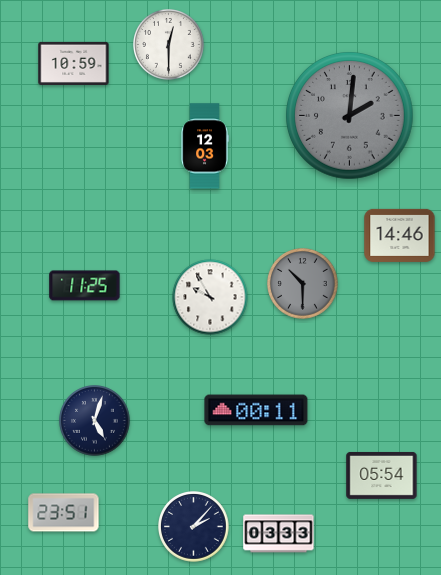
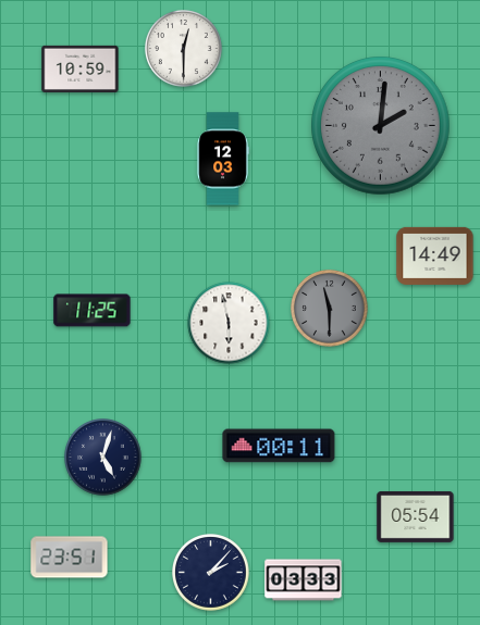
clock at (400, 235): 14:46 -> 14:49
clock at (303, 284): 10:30 -> 11:30
clock at (210, 297): 9:55 -> 5:58
